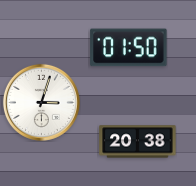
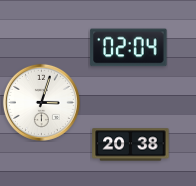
clock at (129, 48): 01:50 -> 02:04
clock at (138, 142) position: (138, 142) -> (131, 145)
